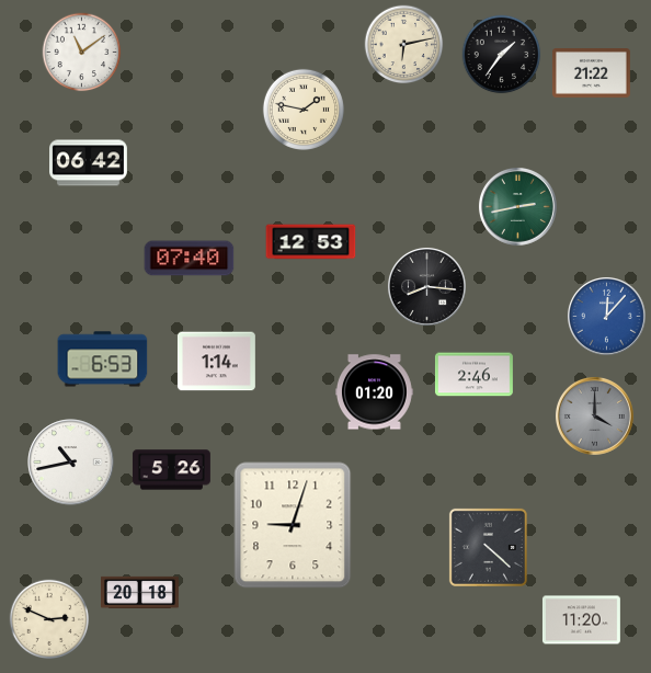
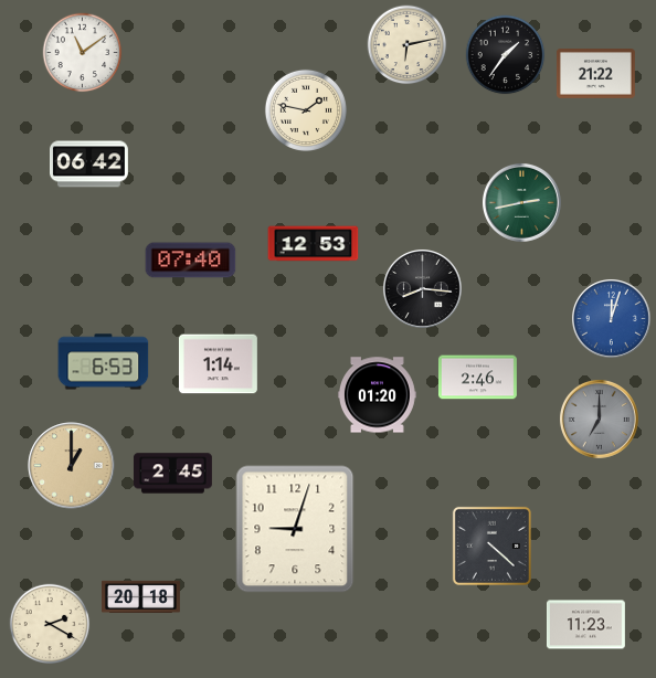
clock at (517, 206) position: (517, 206) -> (521, 202)
clock at (426, 286) position: (426, 286) -> (422, 288)
clock at (606, 316): 12:07 -> 12:03
clock at (594, 415): 4:00 -> 7:00
clock at (71, 463): 10:43 -> 1:00
clock at (71, 463) dial: white -> champagne
clock at (171, 470): 5:26 -> 2:45
clock at (488, 547) position: (488, 547) -> (491, 545)
clock at (49, 619): 2:49 -> 2:20
clock at (581, 620): 11:20 -> 11:23
